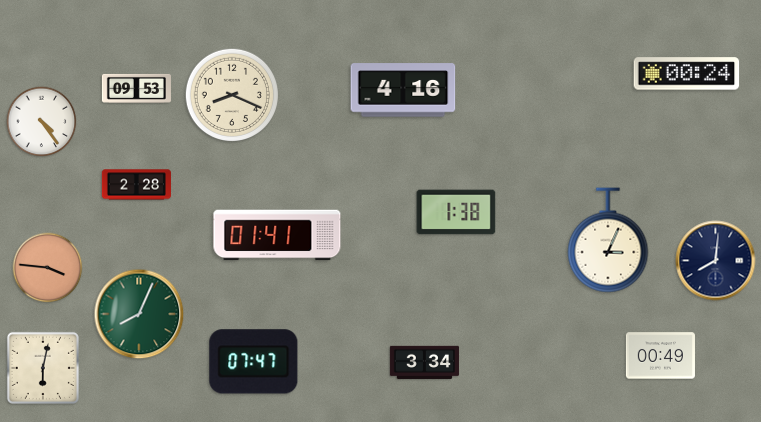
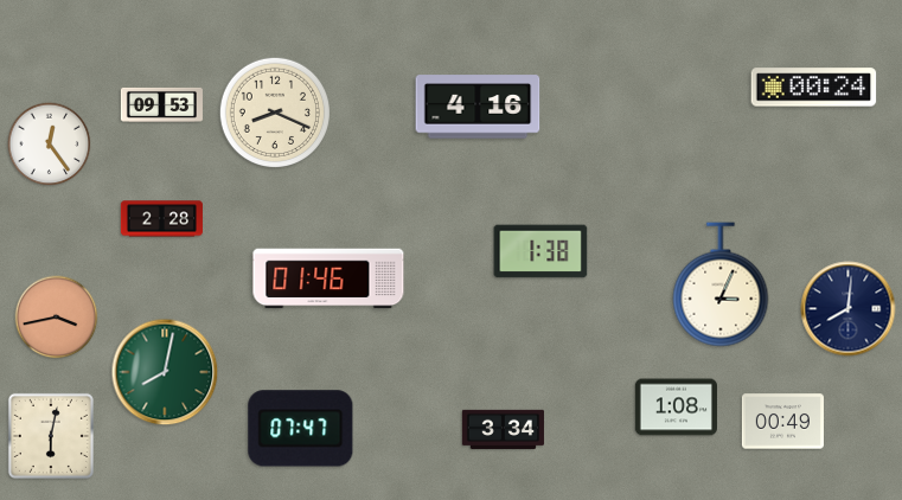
clock at (42, 122): 4:24 -> 12:24
clock at (277, 235): 01:41 -> 01:46
clock at (48, 268): 3:46 -> 3:43
clock at (139, 314): 8:04 -> 8:02
clock at (676, 408): none -> 1:08
